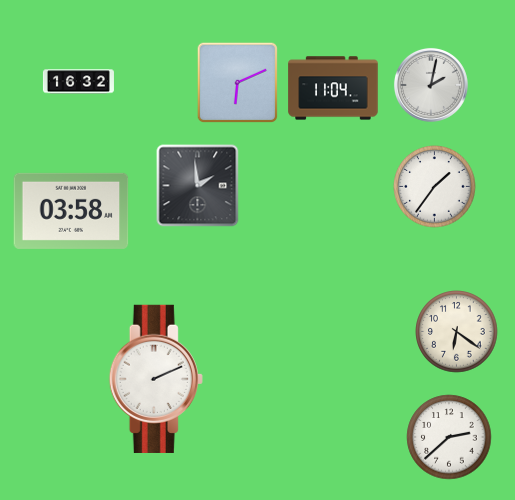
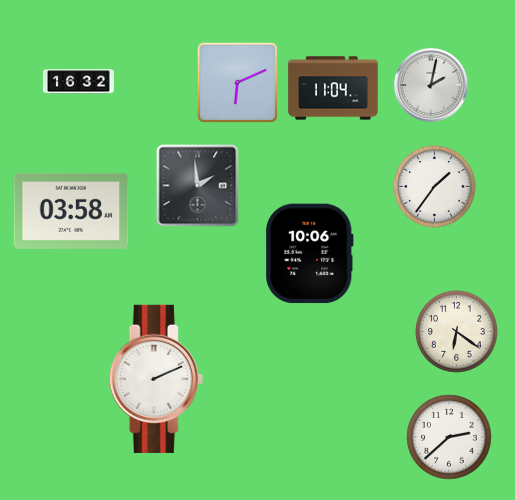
clock at (310, 254): none -> 10:06
